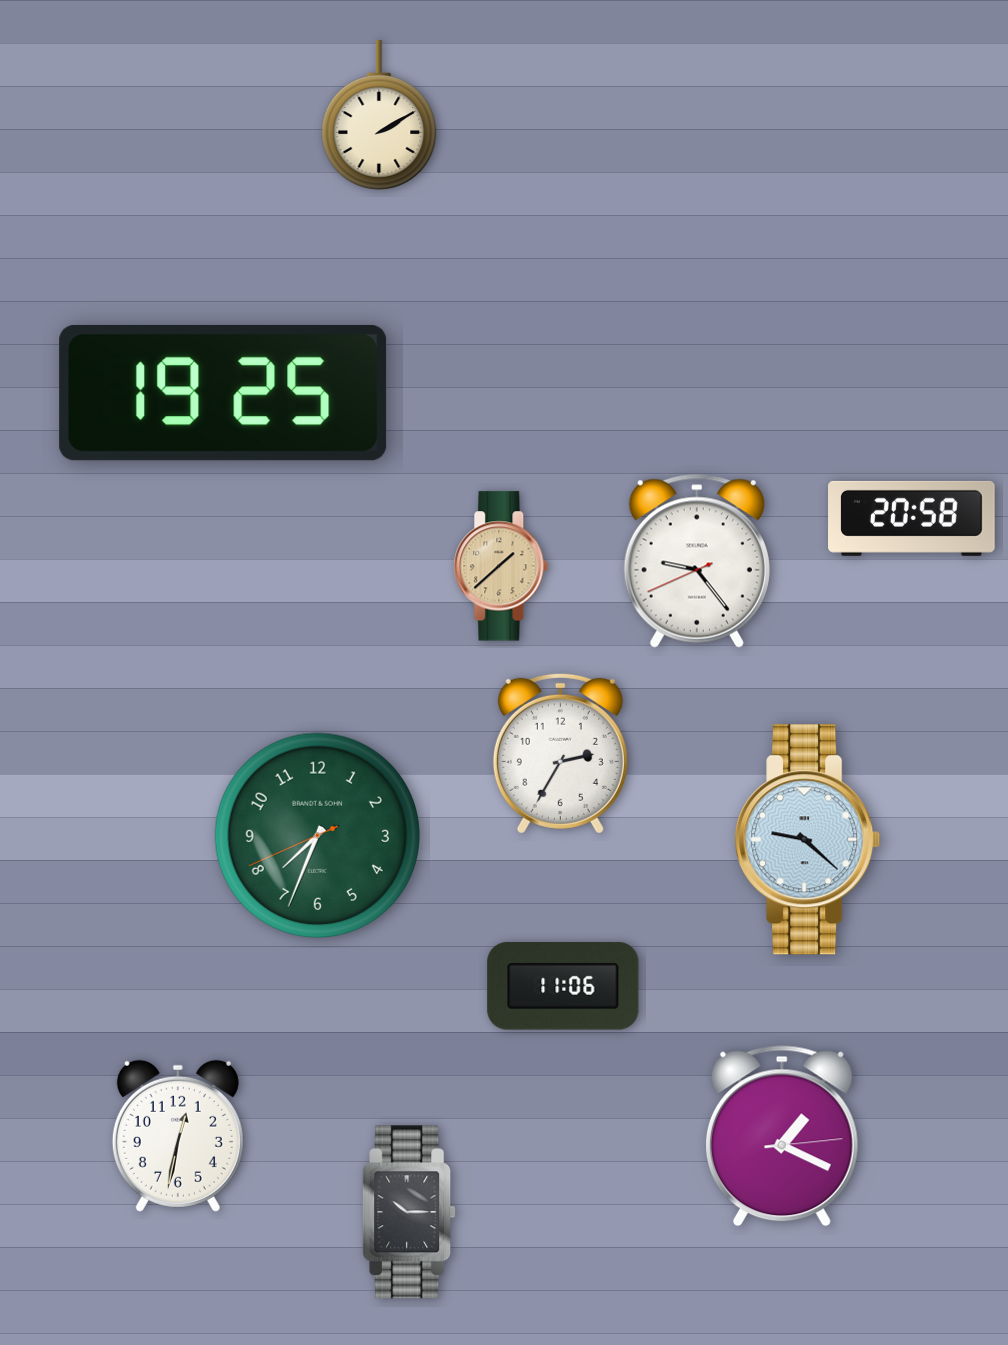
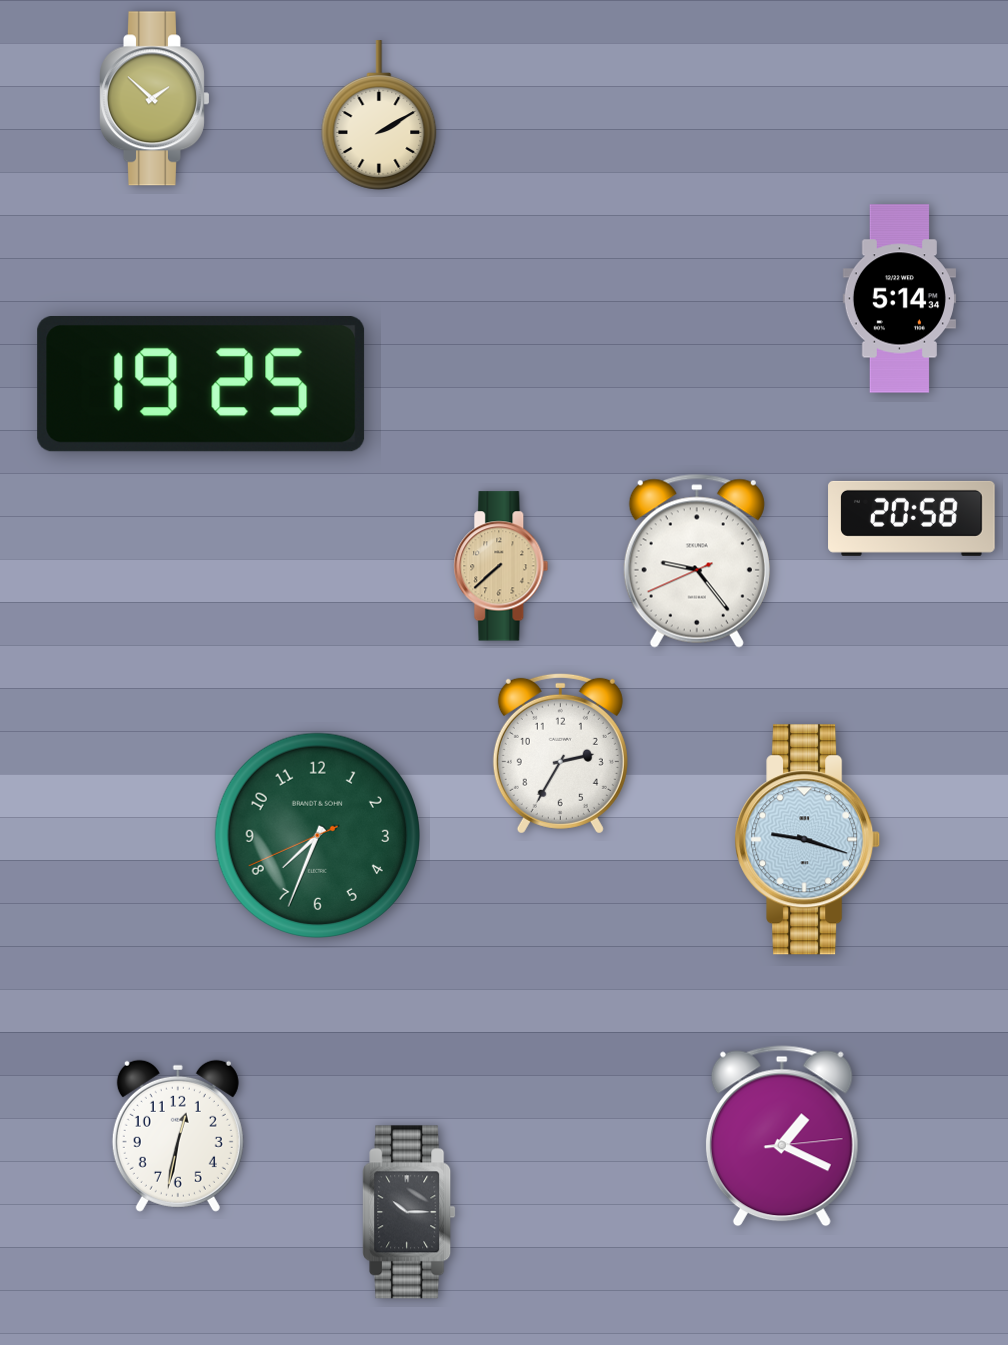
clock at (155, 99): none -> 1:52
clock at (899, 299): none -> 5:14
clock at (223, 393) position: (223, 393) -> (201, 384)
clock at (501, 566): 1:38 -> 7:38
clock at (808, 840): 9:22 -> 9:18
clock at (563, 986): 11:06 -> none
